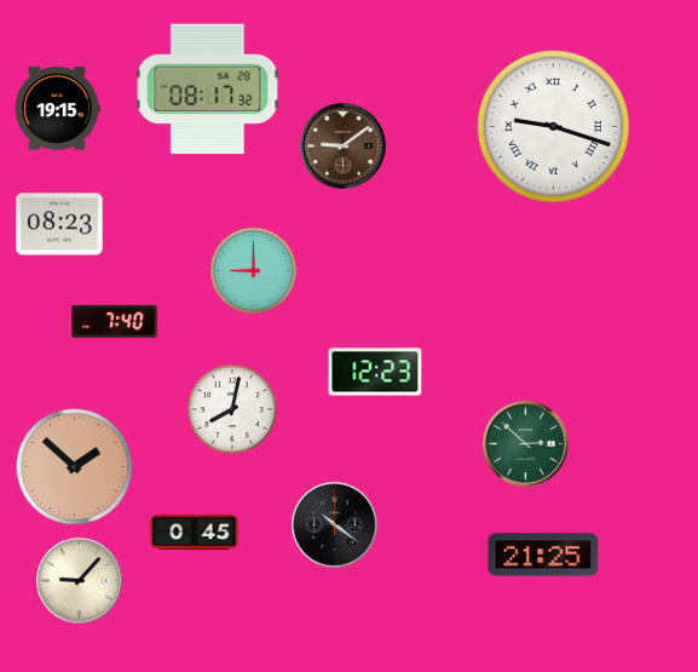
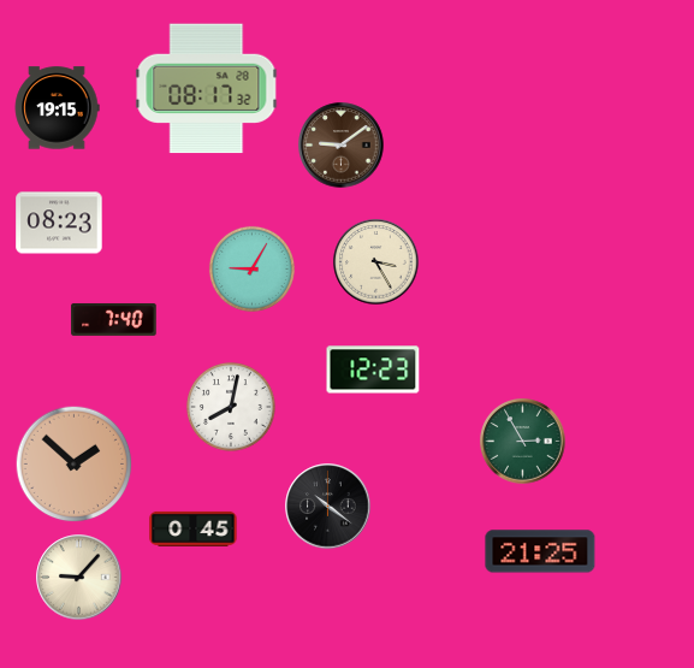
clock at (553, 126): 9:18 -> none
clock at (376, 262): none -> 3:25
clock at (253, 270): 9:00 -> 9:05
clock at (526, 444): 2:52 -> 2:55
clock at (335, 525) position: (335, 525) -> (328, 507)
